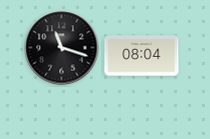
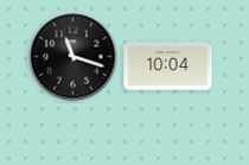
clock at (142, 56): 08:04 -> 10:04
